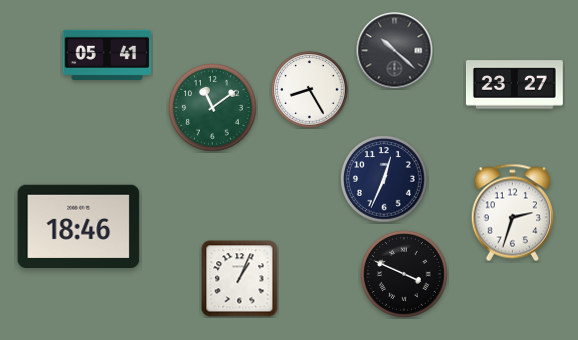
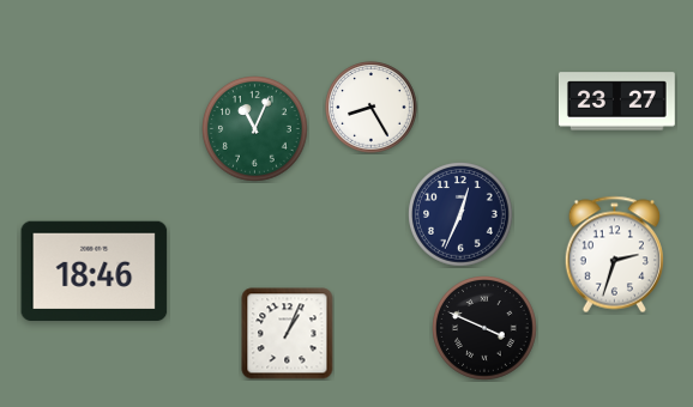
clock at (395, 51): 10:22 -> none
clock at (107, 54): 05:41 -> none
clock at (213, 108): 11:09 -> 11:04
